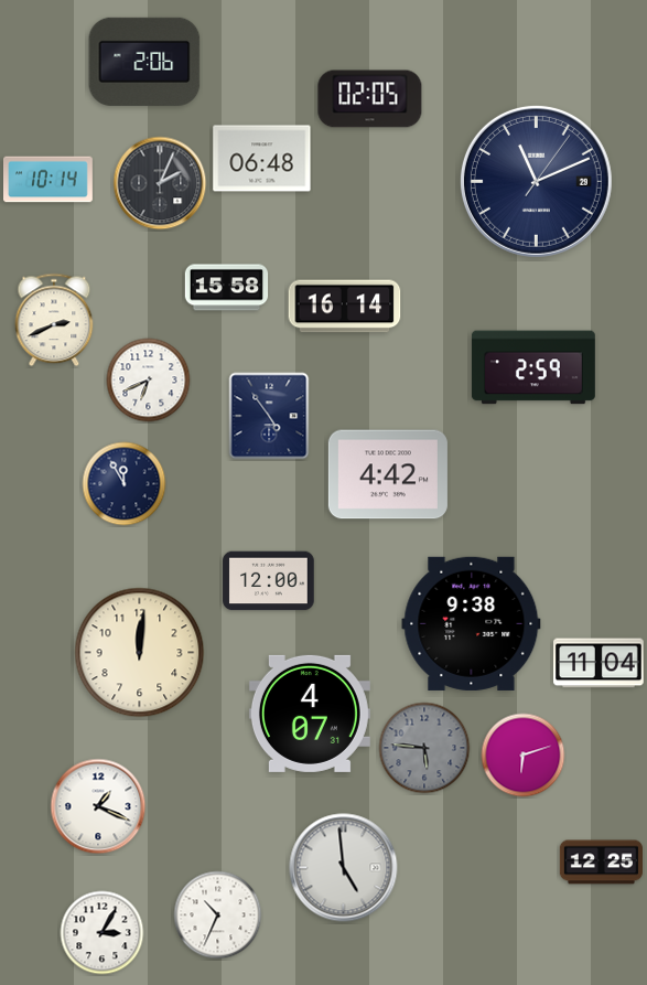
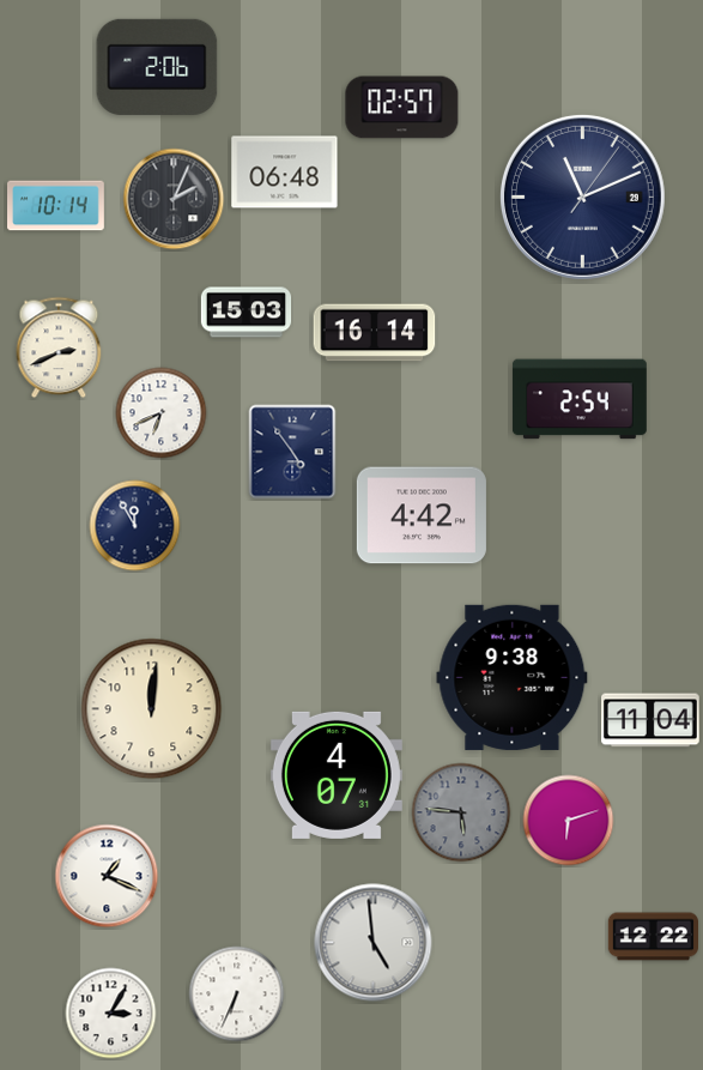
clock at (370, 99): 02:05 -> 02:57
clock at (48, 180) position: (48, 180) -> (56, 206)
clock at (227, 288): 15:58 -> 15:03
clock at (533, 367): 2:59 -> 2:54
clock at (269, 581): 12:00 -> none
clock at (602, 863): 12:25 -> 12:22
clock at (218, 916): 10:34 -> 6:34
